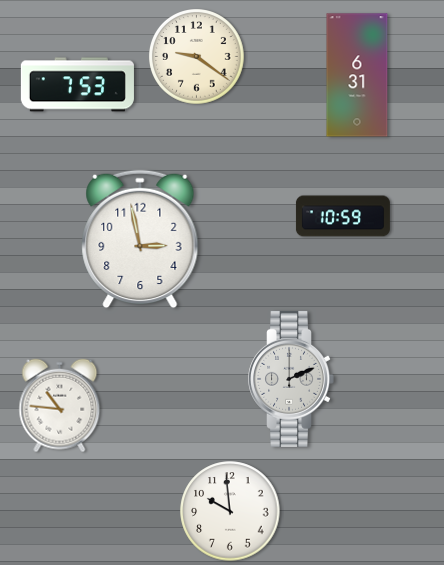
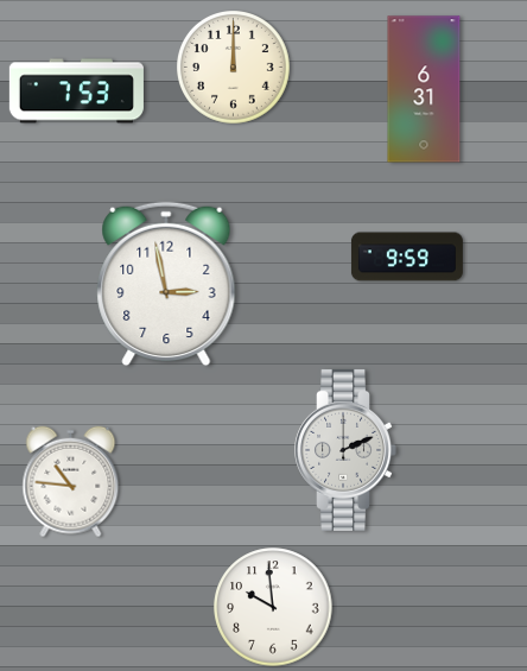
clock at (197, 57): 9:21 -> 12:00
clock at (77, 85) position: (77, 85) -> (76, 91)
clock at (343, 216): 10:59 -> 9:59
